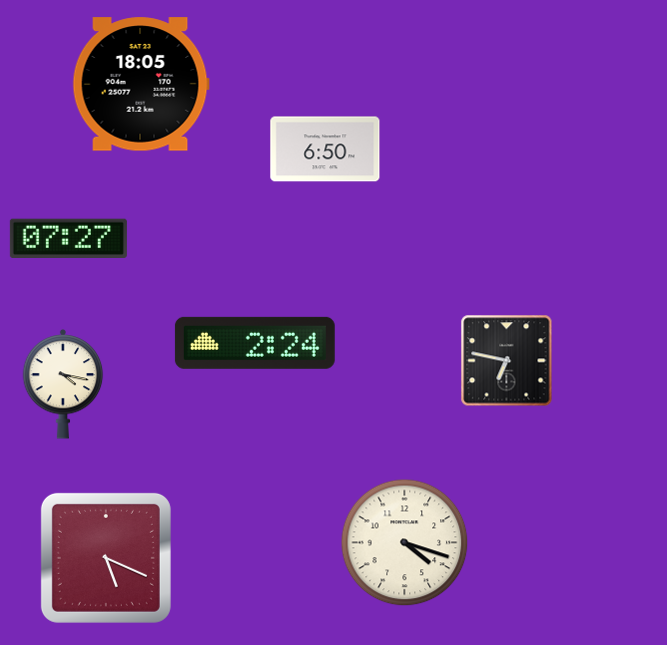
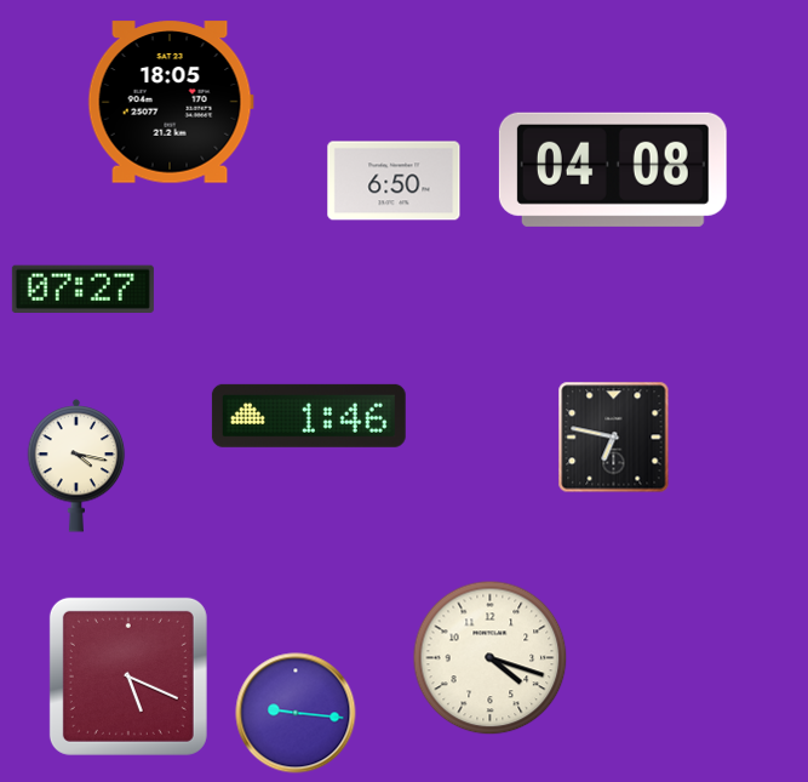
clock at (613, 170): none -> 04:08
clock at (255, 343): 2:24 -> 1:46
clock at (296, 713): none -> 9:16
